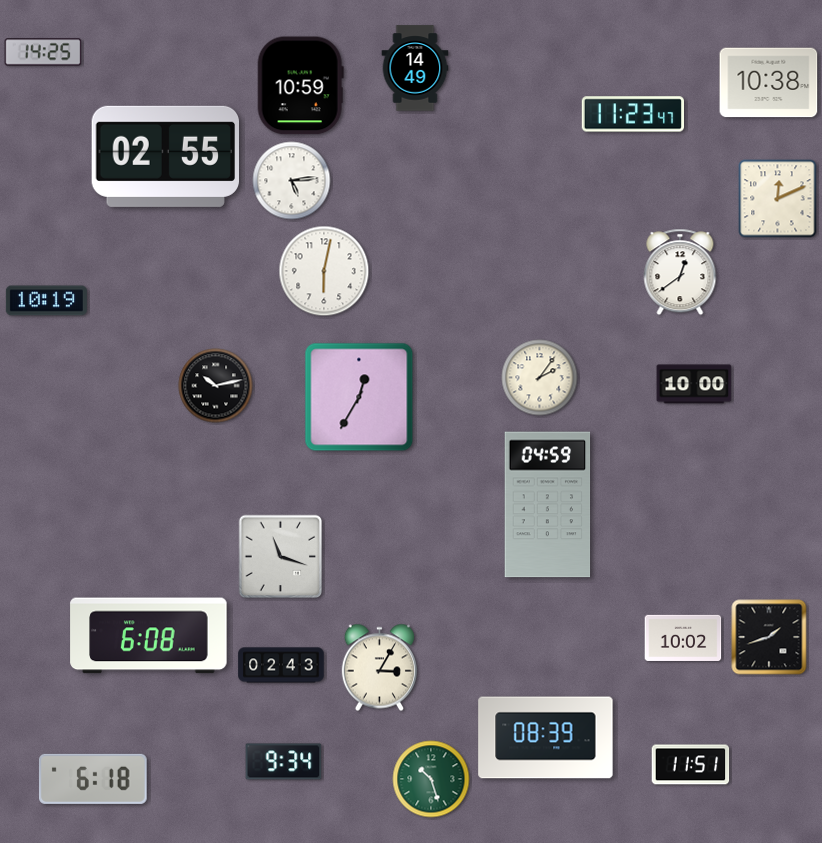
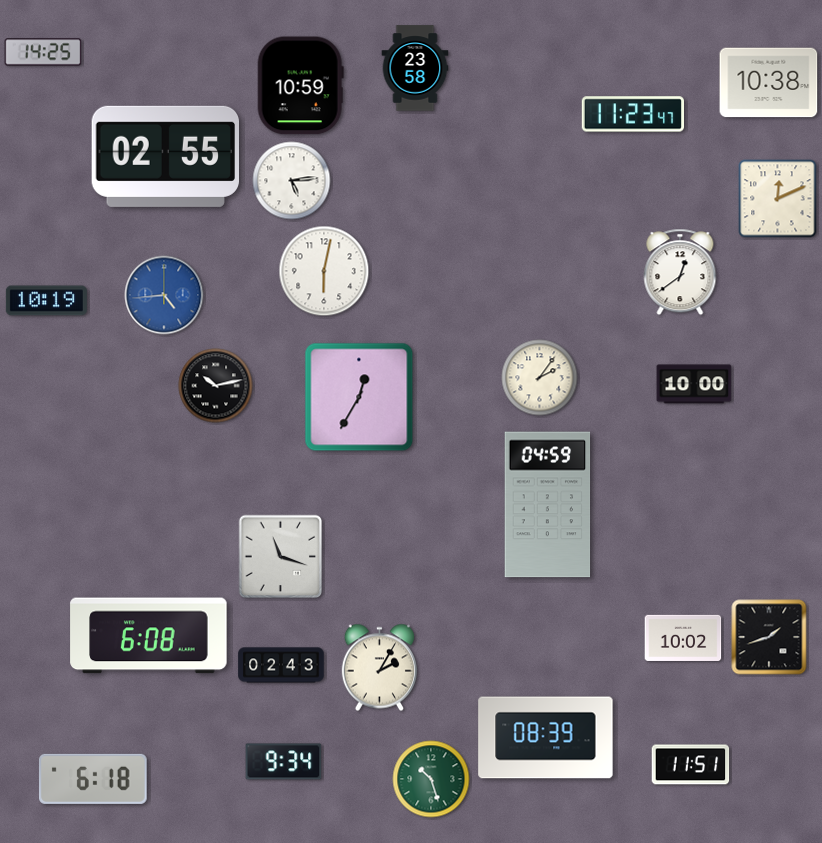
clock at (415, 68): 14:49 -> 23:58
clock at (164, 295): none -> 4:44
clock at (379, 668): 3:05 -> 2:05
